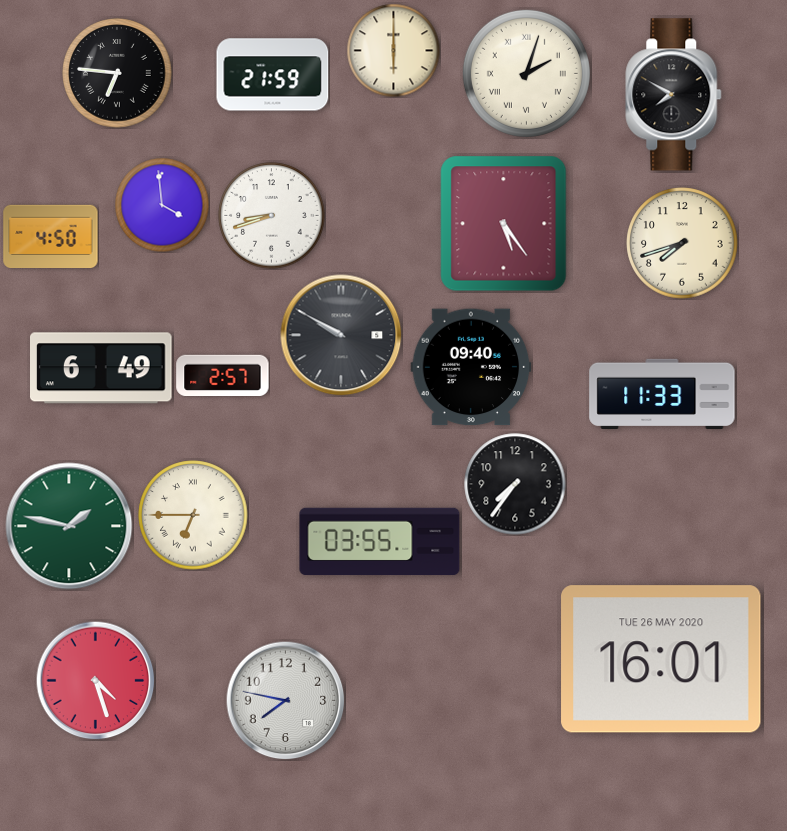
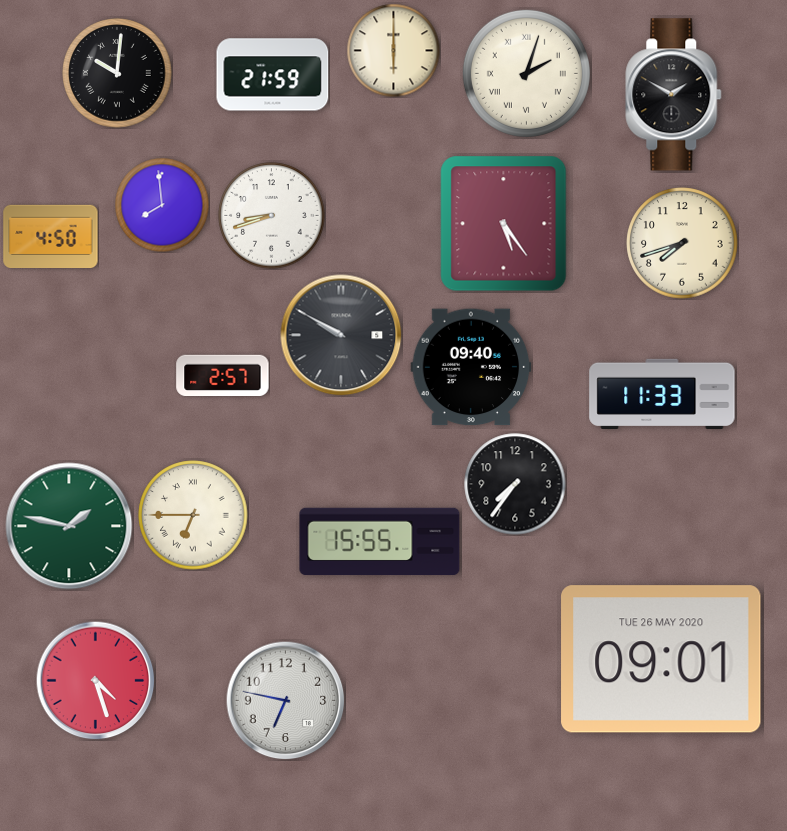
clock at (117, 73): 6:46 -> 10:01
clock at (674, 95): 7:50 -> 1:50
clock at (162, 205): 3:59 -> 7:59
clock at (102, 368): 6:49 -> none
clock at (380, 542): 03:55 -> 15:55
clock at (661, 659): 16:01 -> 09:01
clock at (285, 700): 7:47 -> 6:47
